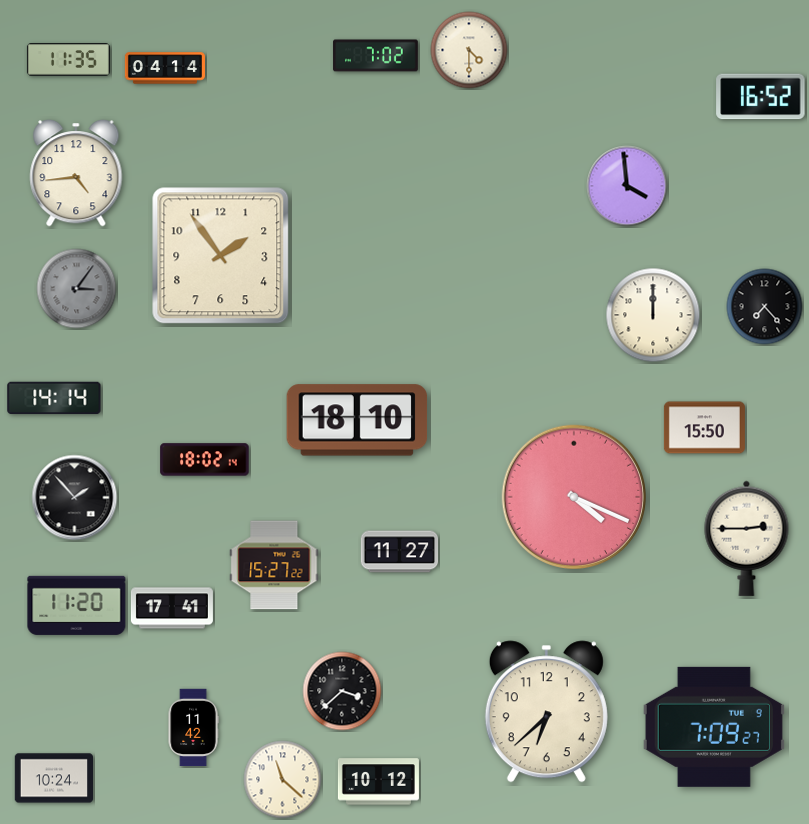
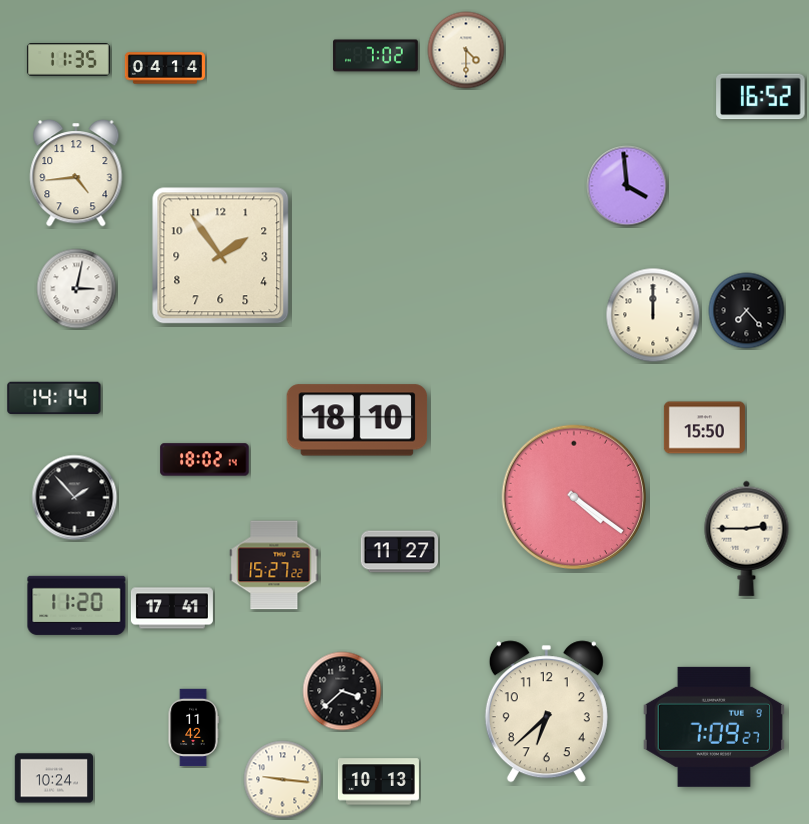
clock at (469, 50) position: (469, 50) -> (466, 50)
clock at (77, 289): 3:06 -> 3:02
clock at (77, 289) dial: grey -> white
clock at (765, 307) position: (765, 307) -> (747, 311)
clock at (573, 496): 4:19 -> 4:21
clock at (283, 780): 11:22 -> 9:16
clock at (378, 782): 10:12 -> 10:13
